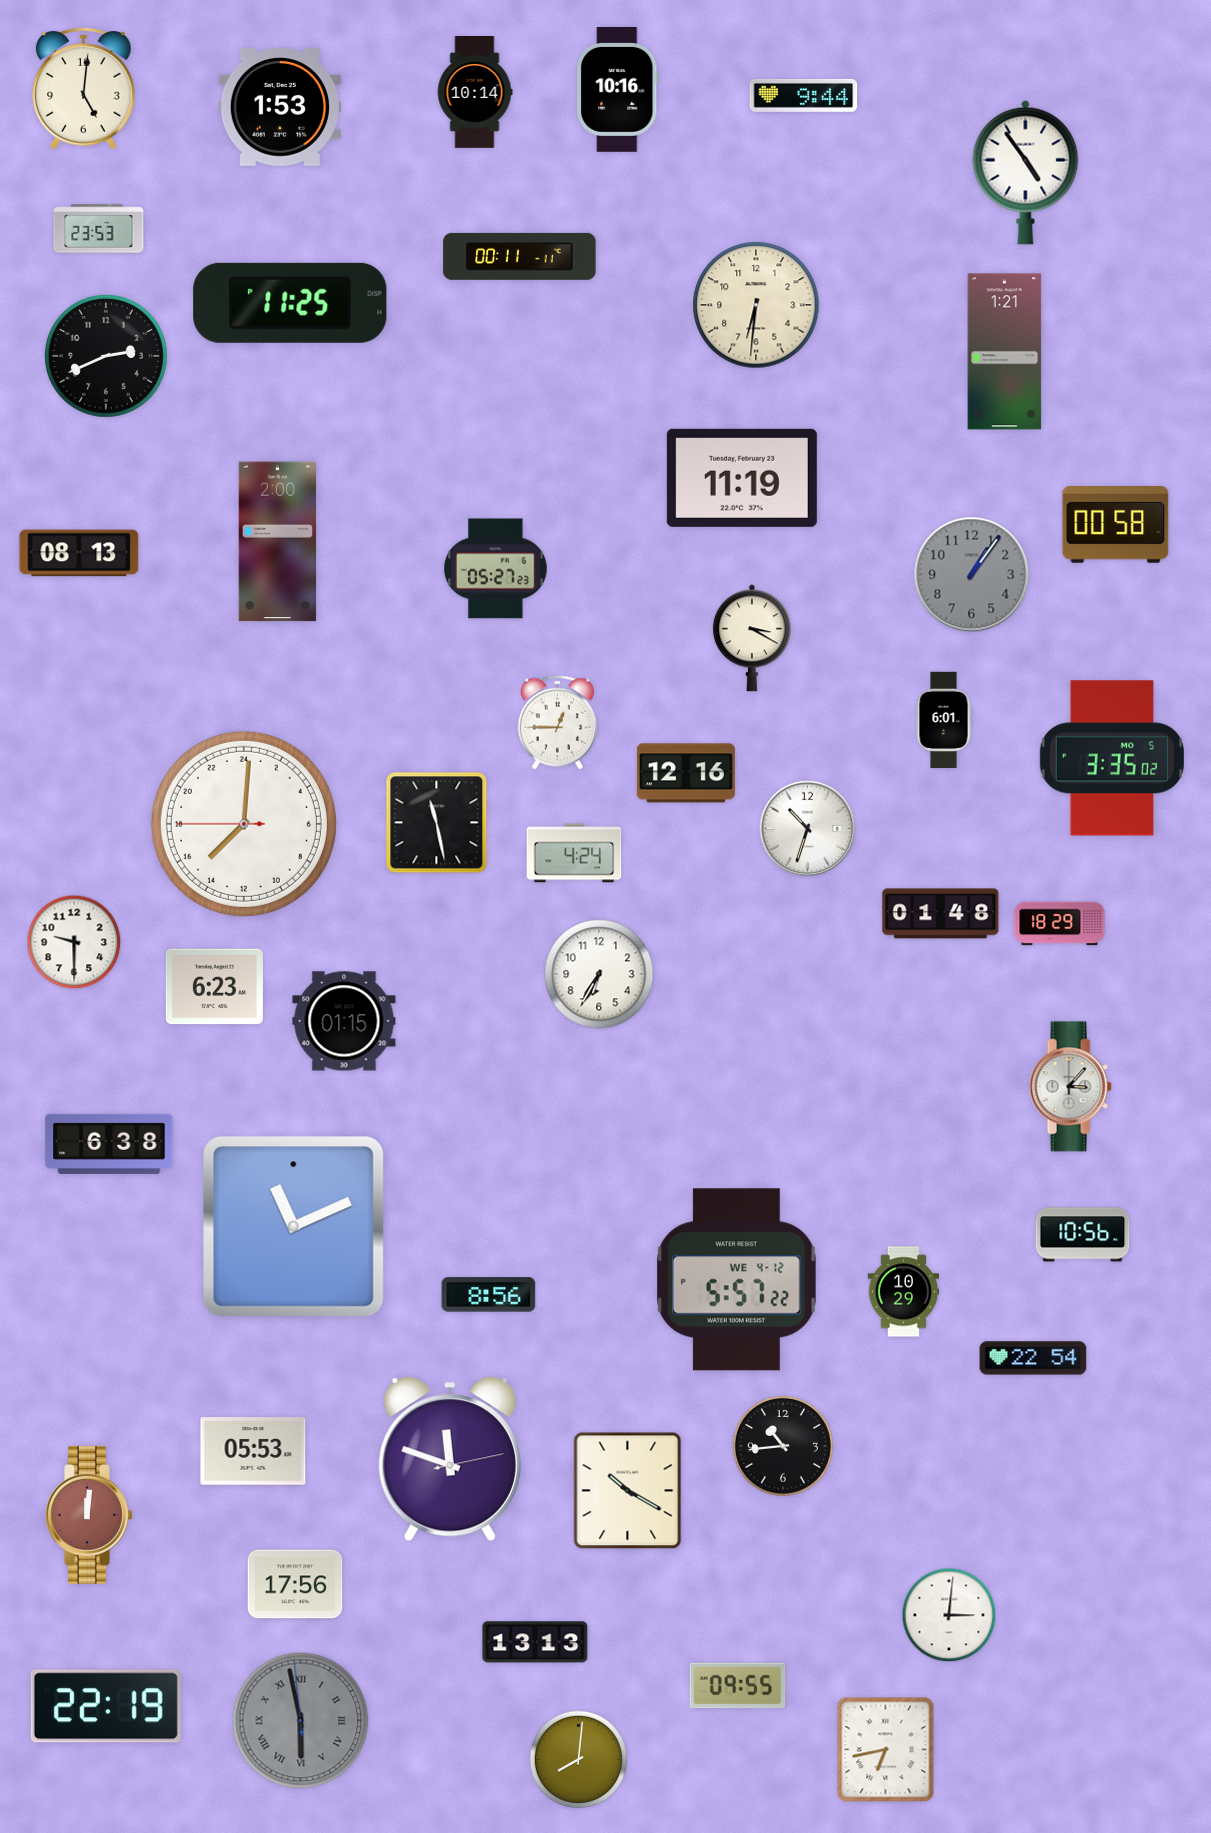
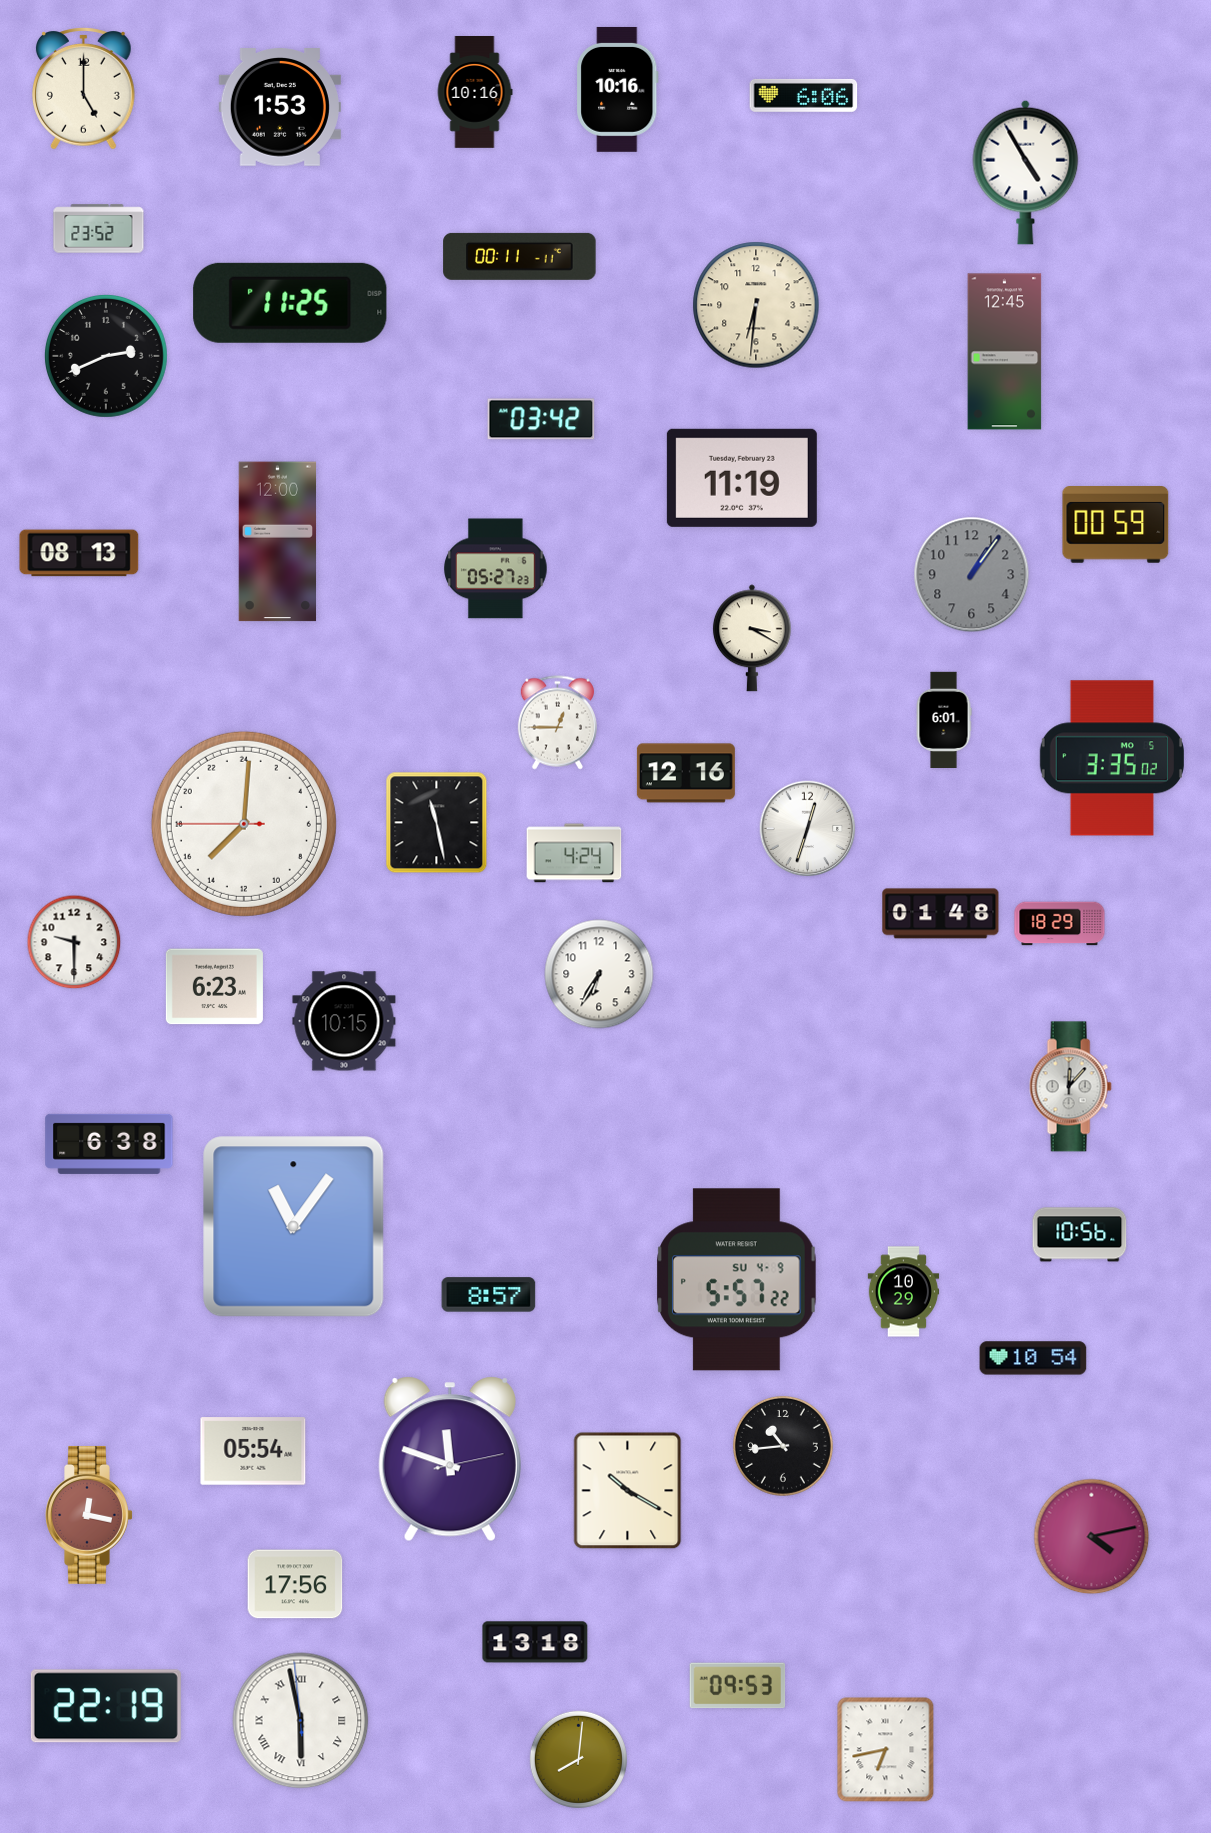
clock at (84, 89): 5:01 -> 5:00
clock at (475, 93): 10:14 -> 10:16
clock at (804, 95): 9:44 -> 6:06
clock at (1026, 172): 4:54 -> 4:55
clock at (99, 229): 23:53 -> 23:52
clock at (1005, 352): 1:21 -> 12:45
clock at (541, 419): none -> 03:42
clock at (1116, 525): 00:58 -> 00:59
clock at (278, 542): 2:00 -> 12:00
clock at (808, 829): 10:33 -> 12:33
clock at (344, 1021): 01:15 -> 10:15
clock at (1070, 1087): 3:07 -> 12:07
clock at (294, 1227): 11:11 -> 11:06
clock at (1083, 1235) position: (1083, 1235) -> (1080, 1235)
clock at (737, 1280) date: WE 4-12 -> SU 4-9
clock at (489, 1295): 8:56 -> 8:57
clock at (1033, 1358): 22:54 -> 10:54
clock at (253, 1451): 05:53 -> 05:54
clock at (89, 1515): 12:01 -> 12:17
clock at (1092, 1537): none -> 4:13
clock at (949, 1615): 3:01 -> none
clock at (535, 1642): 13:13 -> 13:18
clock at (738, 1686): 09:55 -> 09:53
clock at (301, 1721) dial: grey -> white
